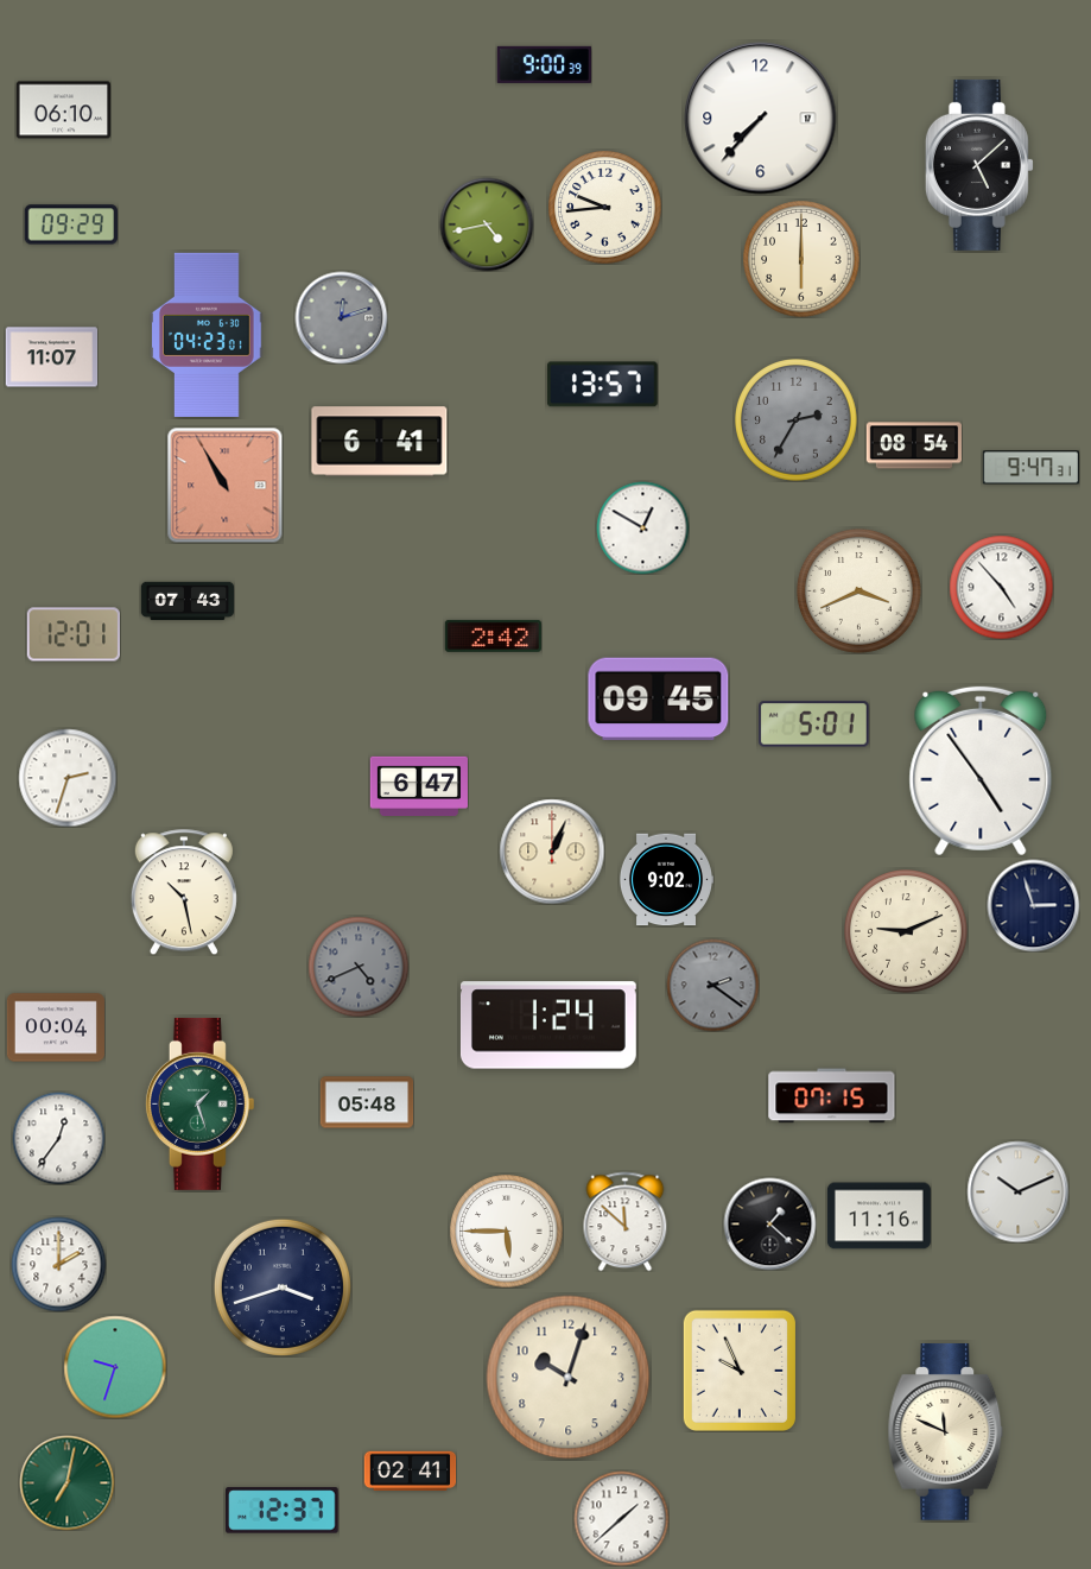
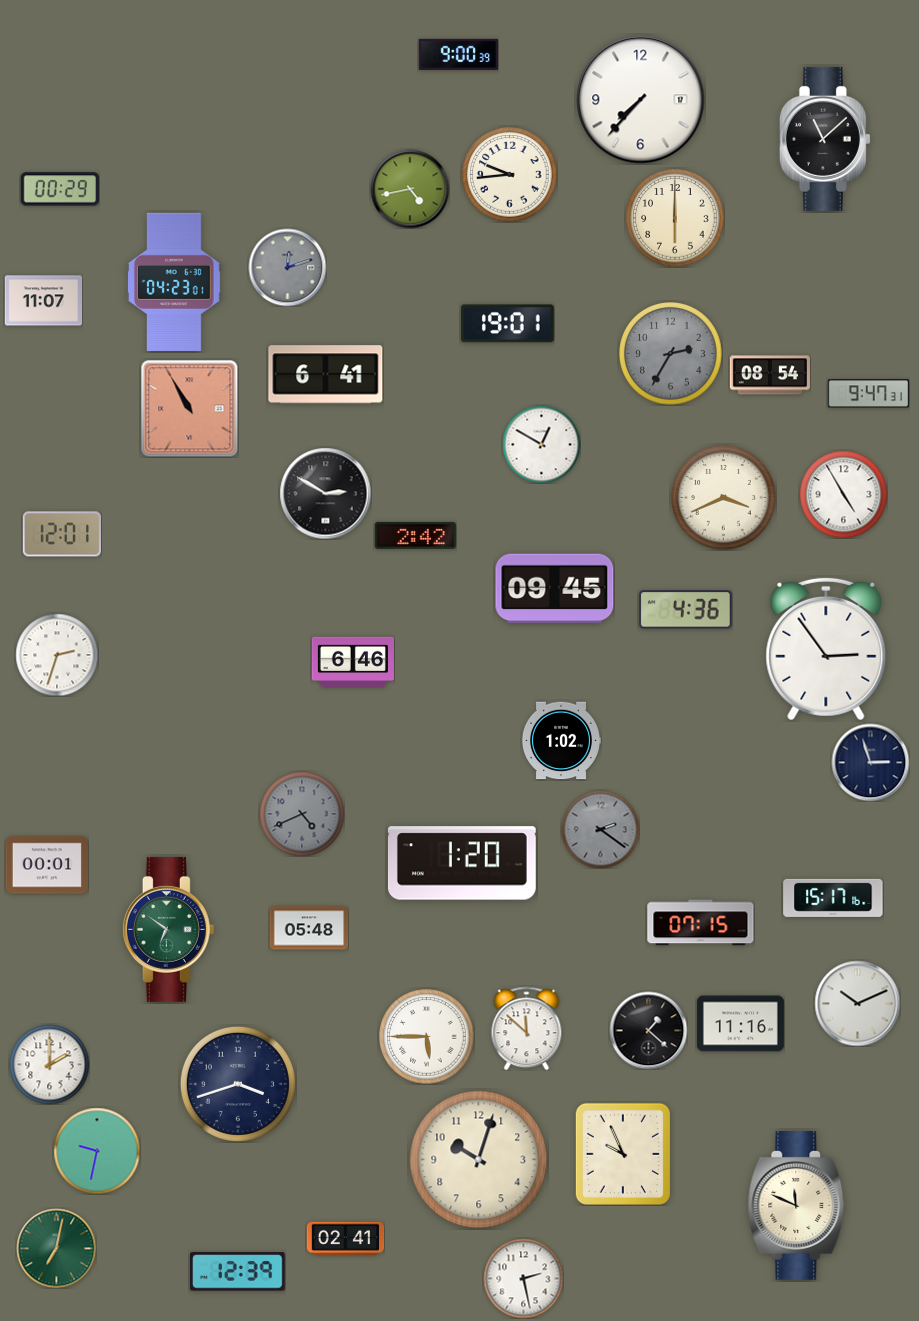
clock at (63, 110): 06:10 -> none
clock at (979, 165): 5:08 -> 11:08
clock at (70, 224): 09:29 -> 00:29
clock at (603, 385): 13:57 -> 19:01
clock at (380, 442) position: (380, 442) -> (326, 375)
clock at (325, 493): none -> 2:50
clock at (1001, 587): 4:53 -> 4:55
clock at (188, 600): 07:43 -> none
clock at (814, 725): 5:01 -> 4:36
clock at (981, 771): 4:54 -> 2:54
clock at (419, 786): 6:47 -> 6:46
clock at (552, 852): 1:04 -> none
clock at (666, 880): 9:02 -> 1:02
clock at (184, 892): 10:28 -> none
clock at (907, 932): 9:11 -> none
clock at (548, 1025): 1:24 -> 1:20
clock at (56, 1027): 00:04 -> 00:01
clock at (833, 898): none -> 15:17
clock at (199, 1103): 1:27 -> 6:51
clock at (58, 1138): 12:36 -> none
clock at (115, 1367): 9:33 -> 9:32
clock at (283, 1511): 12:37 -> 12:39
clock at (621, 1518): 1:38 -> 2:28
